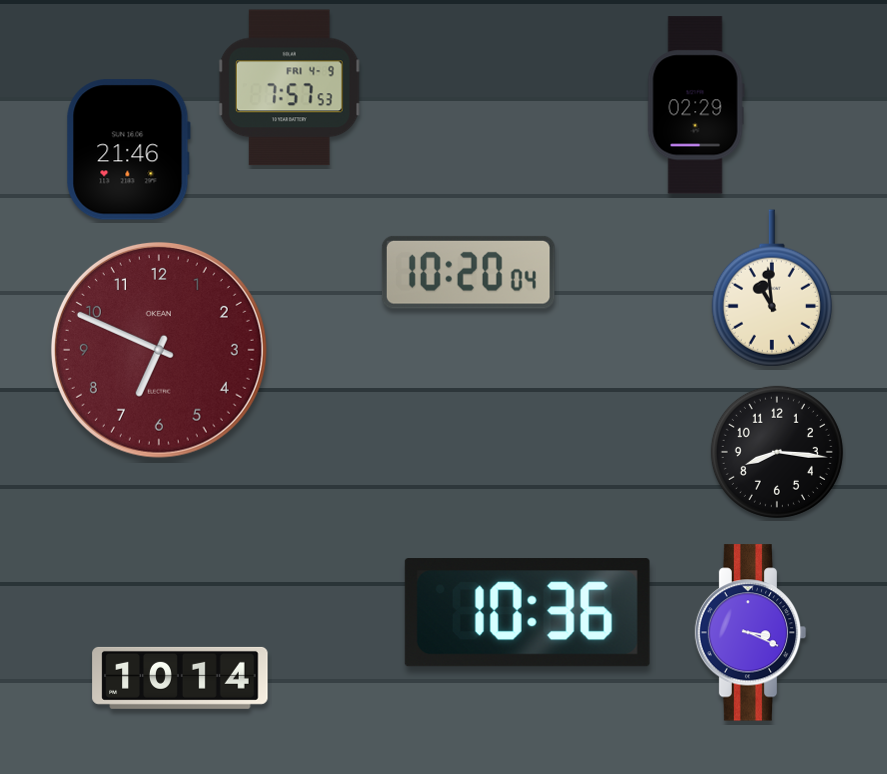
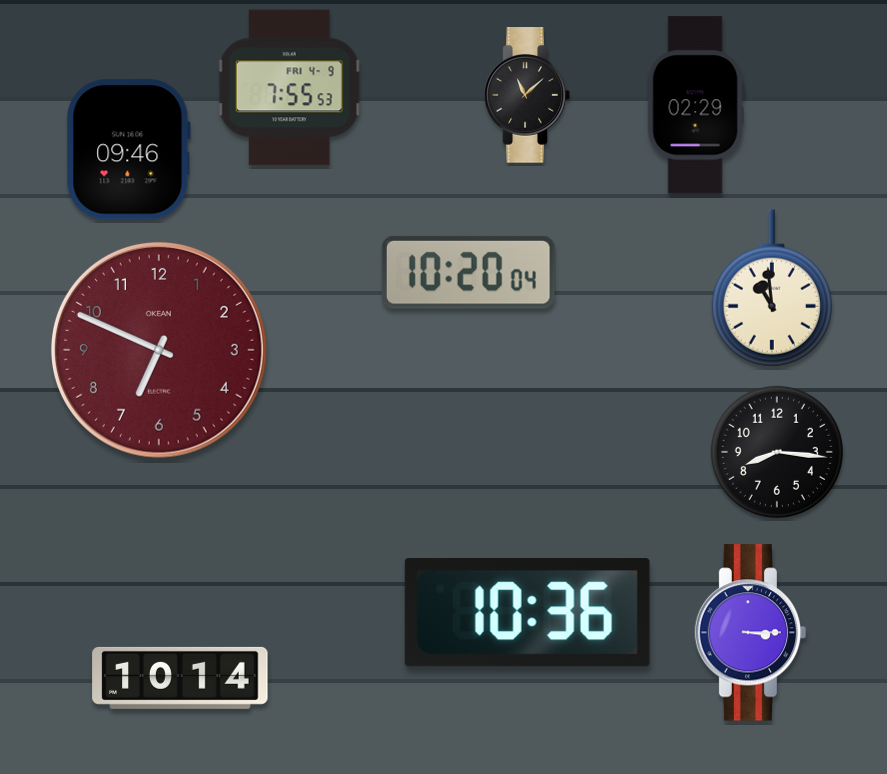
clock at (289, 88): 7:57 -> 7:55
clock at (527, 95): none -> 11:08
clock at (128, 150): 21:46 -> 09:46
clock at (751, 633): 3:19 -> 3:15
